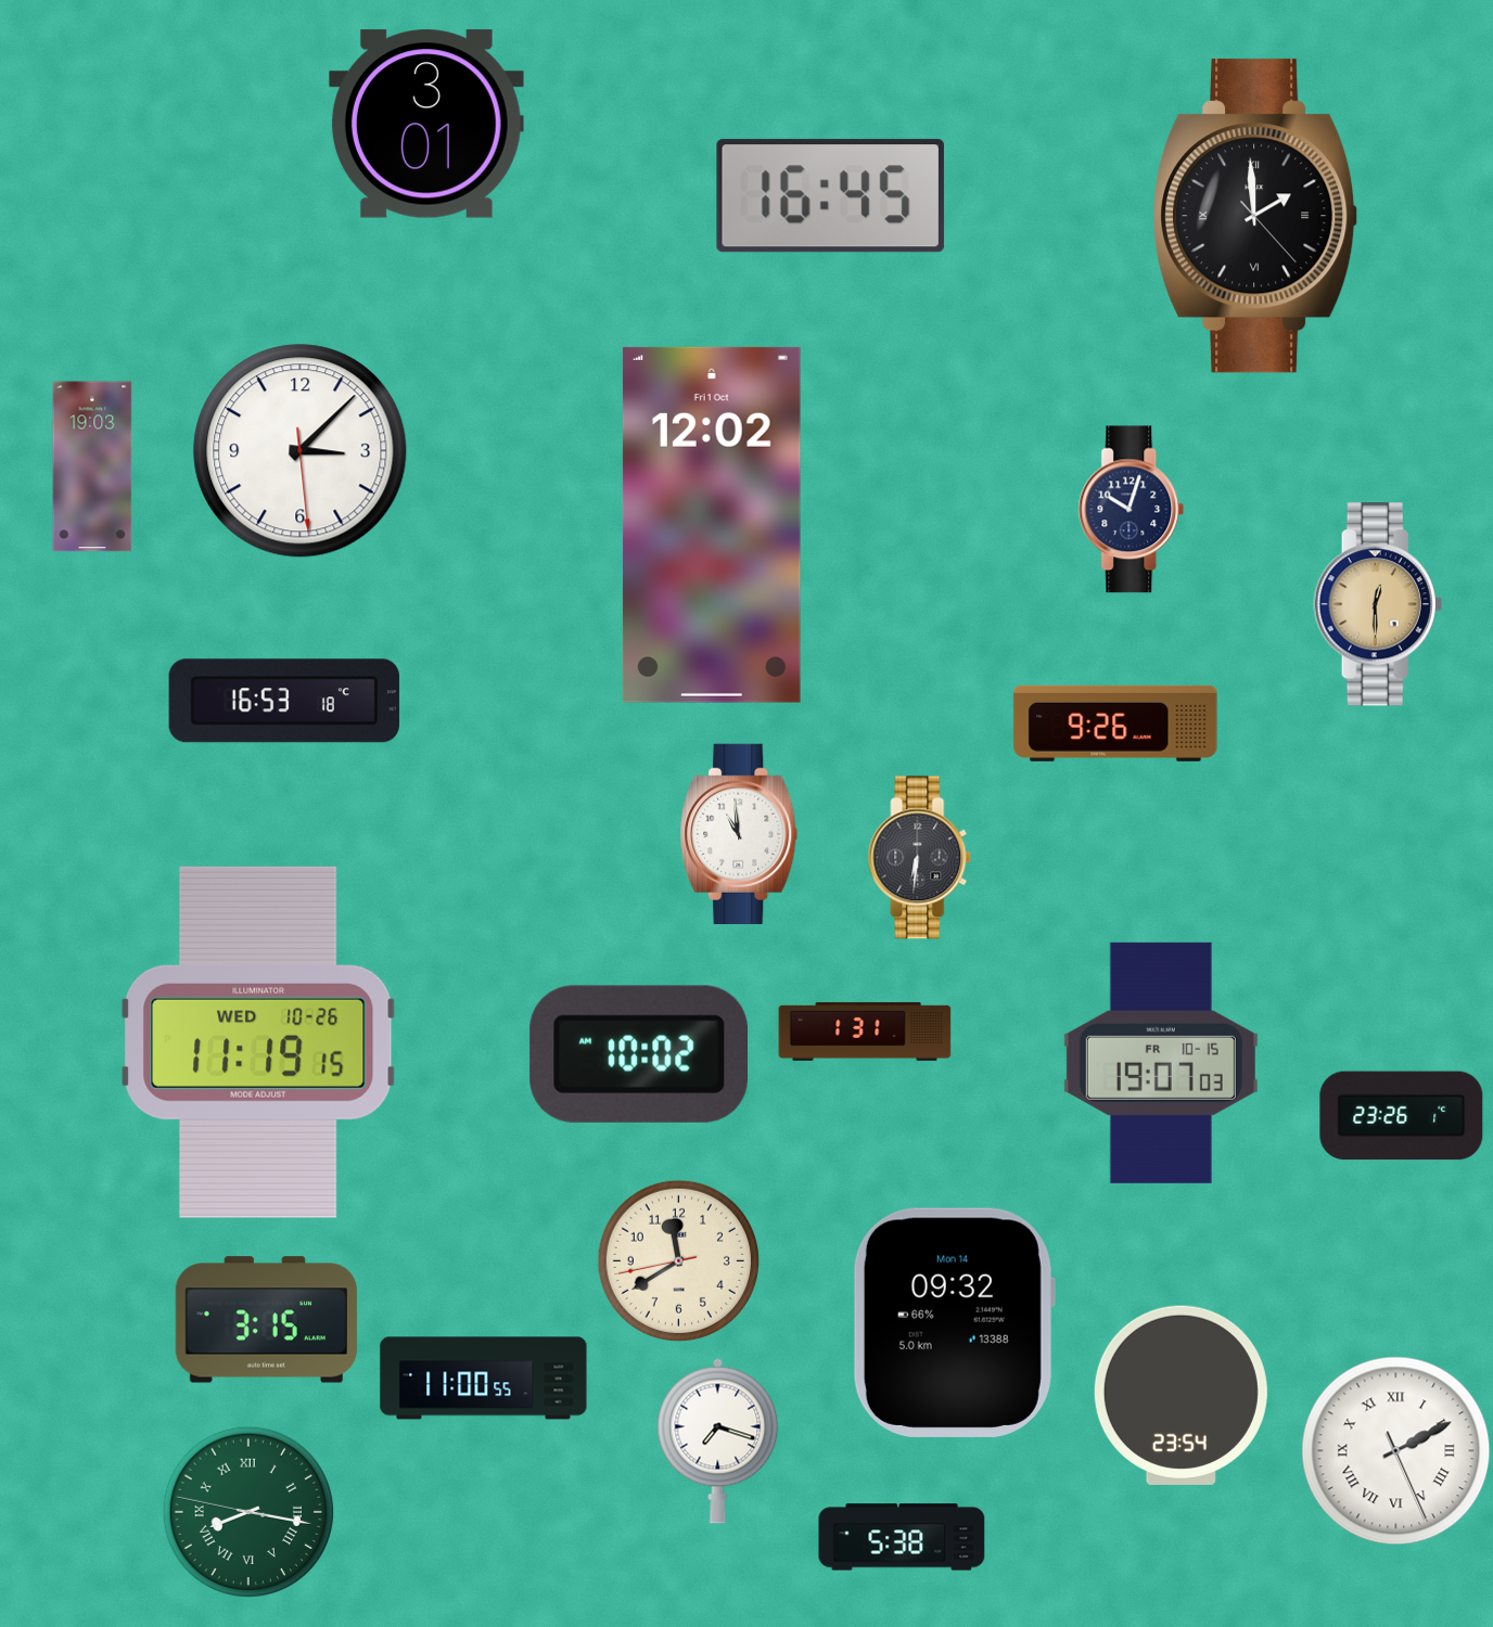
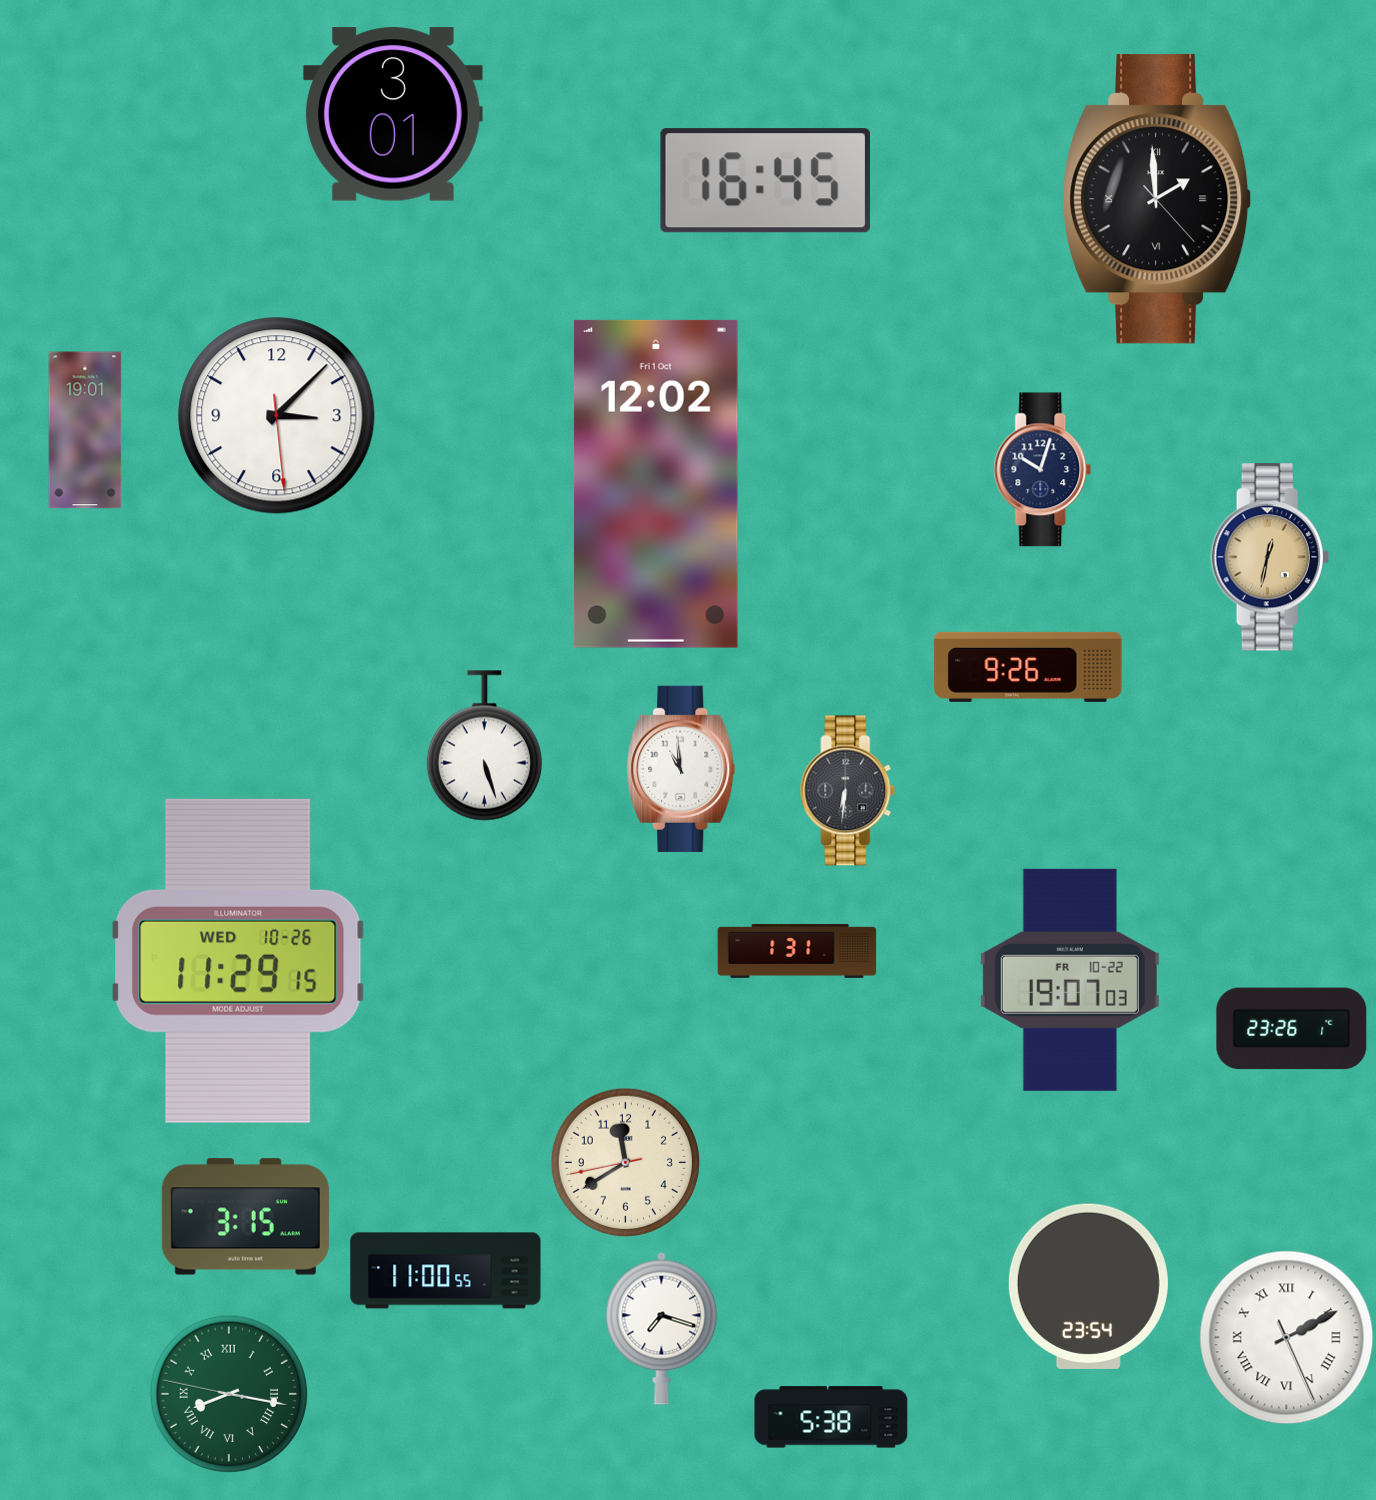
clock at (92, 466): 19:03 -> 19:01
clock at (1378, 604): 12:30 -> 12:32
clock at (284, 701): 16:53 -> none
clock at (484, 746): none -> 5:27
clock at (258, 1042): 11:19 -> 11:29
clock at (638, 1054): 10:02 -> none
clock at (1161, 1063) date: FR 10-15 -> FR 10-22
clock at (954, 1322): 09:32 -> none
